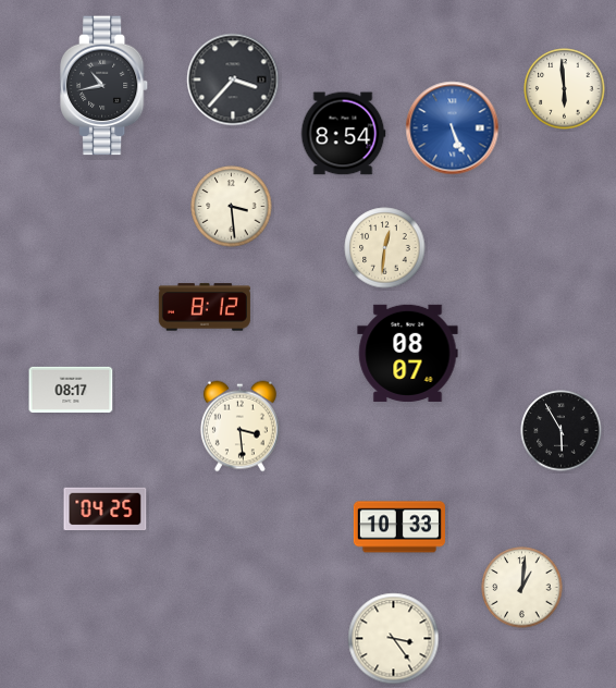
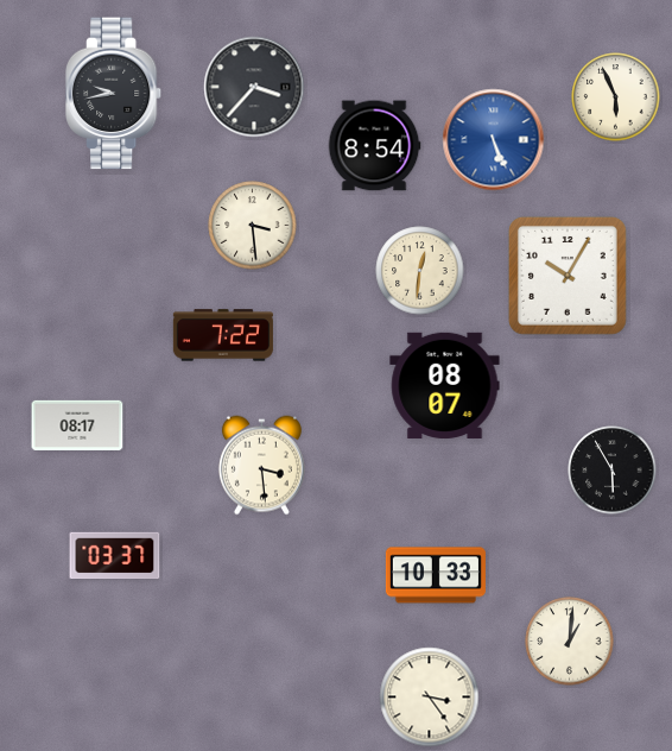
clock at (104, 86): 10:43 -> 9:43
clock at (565, 89): 5:59 -> 5:56
clock at (568, 276): none -> 10:05
clock at (205, 307): 8:12 -> 7:22
clock at (106, 509): 04:25 -> 03:37
